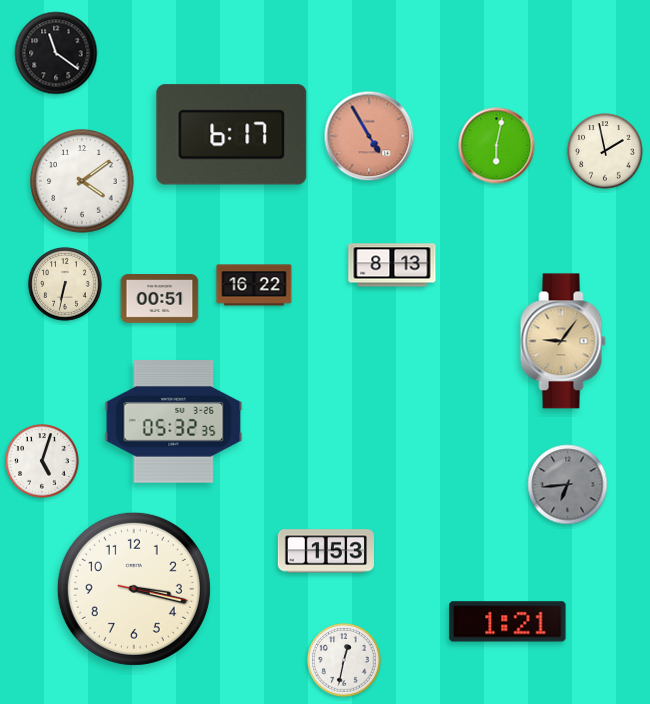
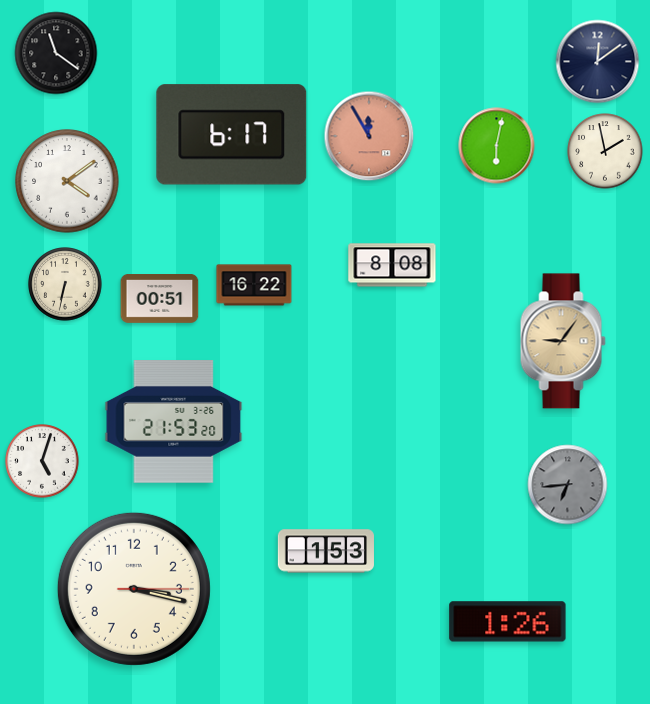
clock at (598, 62): none -> 12:09
clock at (369, 136): 4:55 -> 11:55
clock at (82, 181) position: (82, 181) -> (67, 181)
clock at (392, 265): 8:13 -> 8:08
clock at (174, 422): 05:32 -> 21:53
clock at (134, 589): 3:17:17 -> 3:17:15
clock at (508, 622): 1:21 -> 1:26
clock at (344, 660): 12:32 -> none
